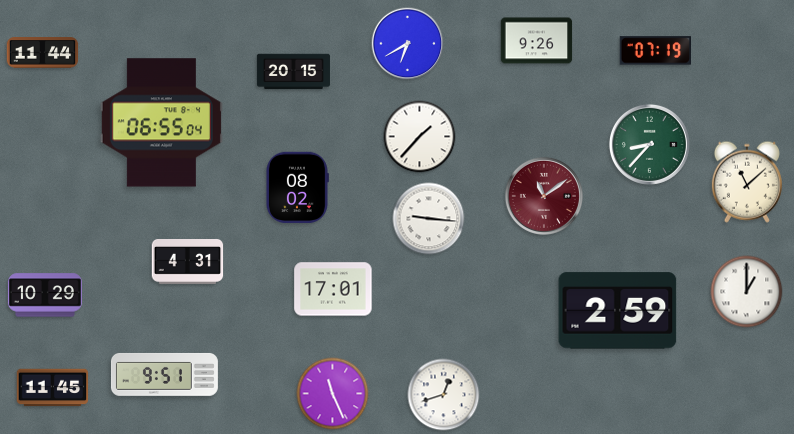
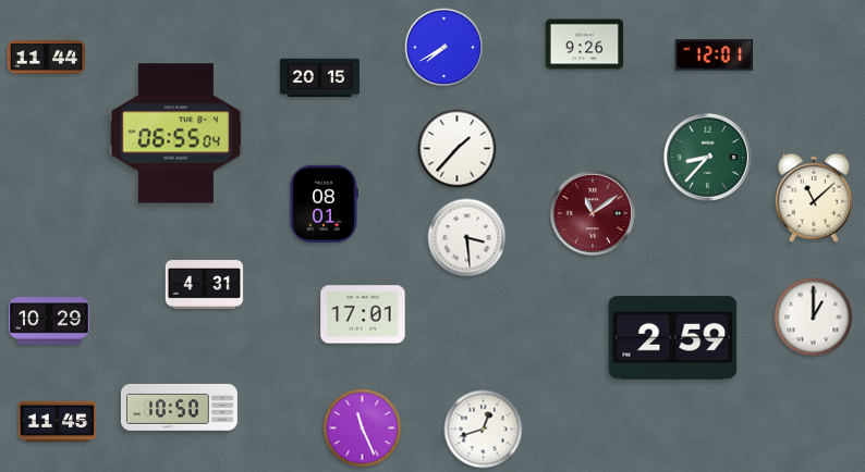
clock at (408, 44): 6:40 -> 7:40
clock at (656, 51): 07:19 -> 12:01
clock at (297, 188): 08:02 -> 08:01
clock at (429, 219): 9:16 -> 3:29
clock at (164, 374): 9:51 -> 10:50
